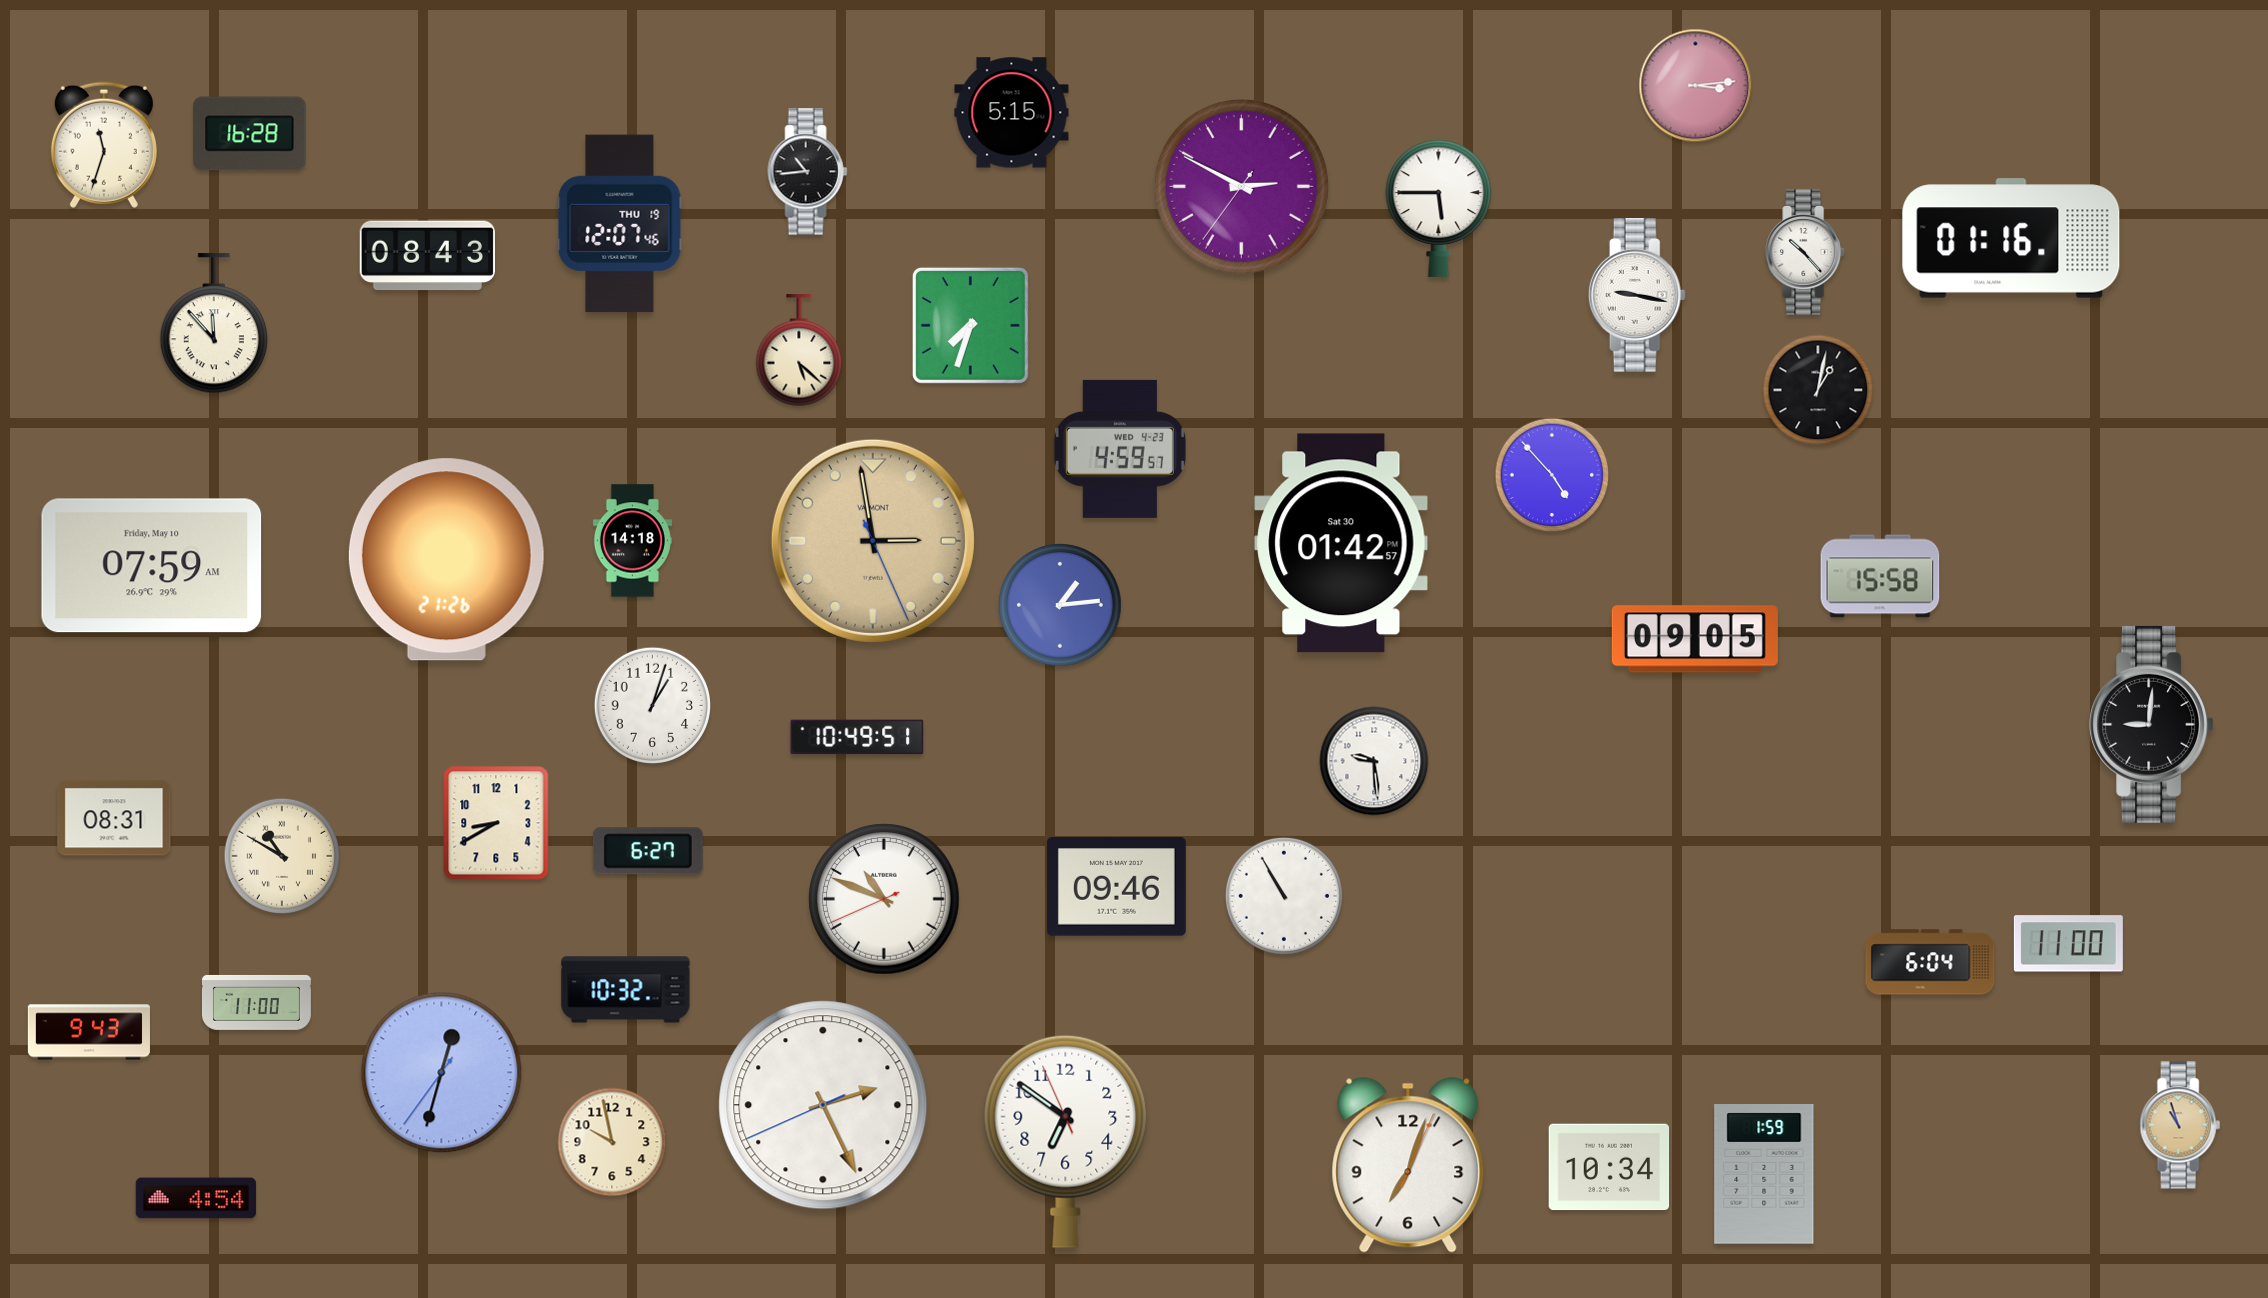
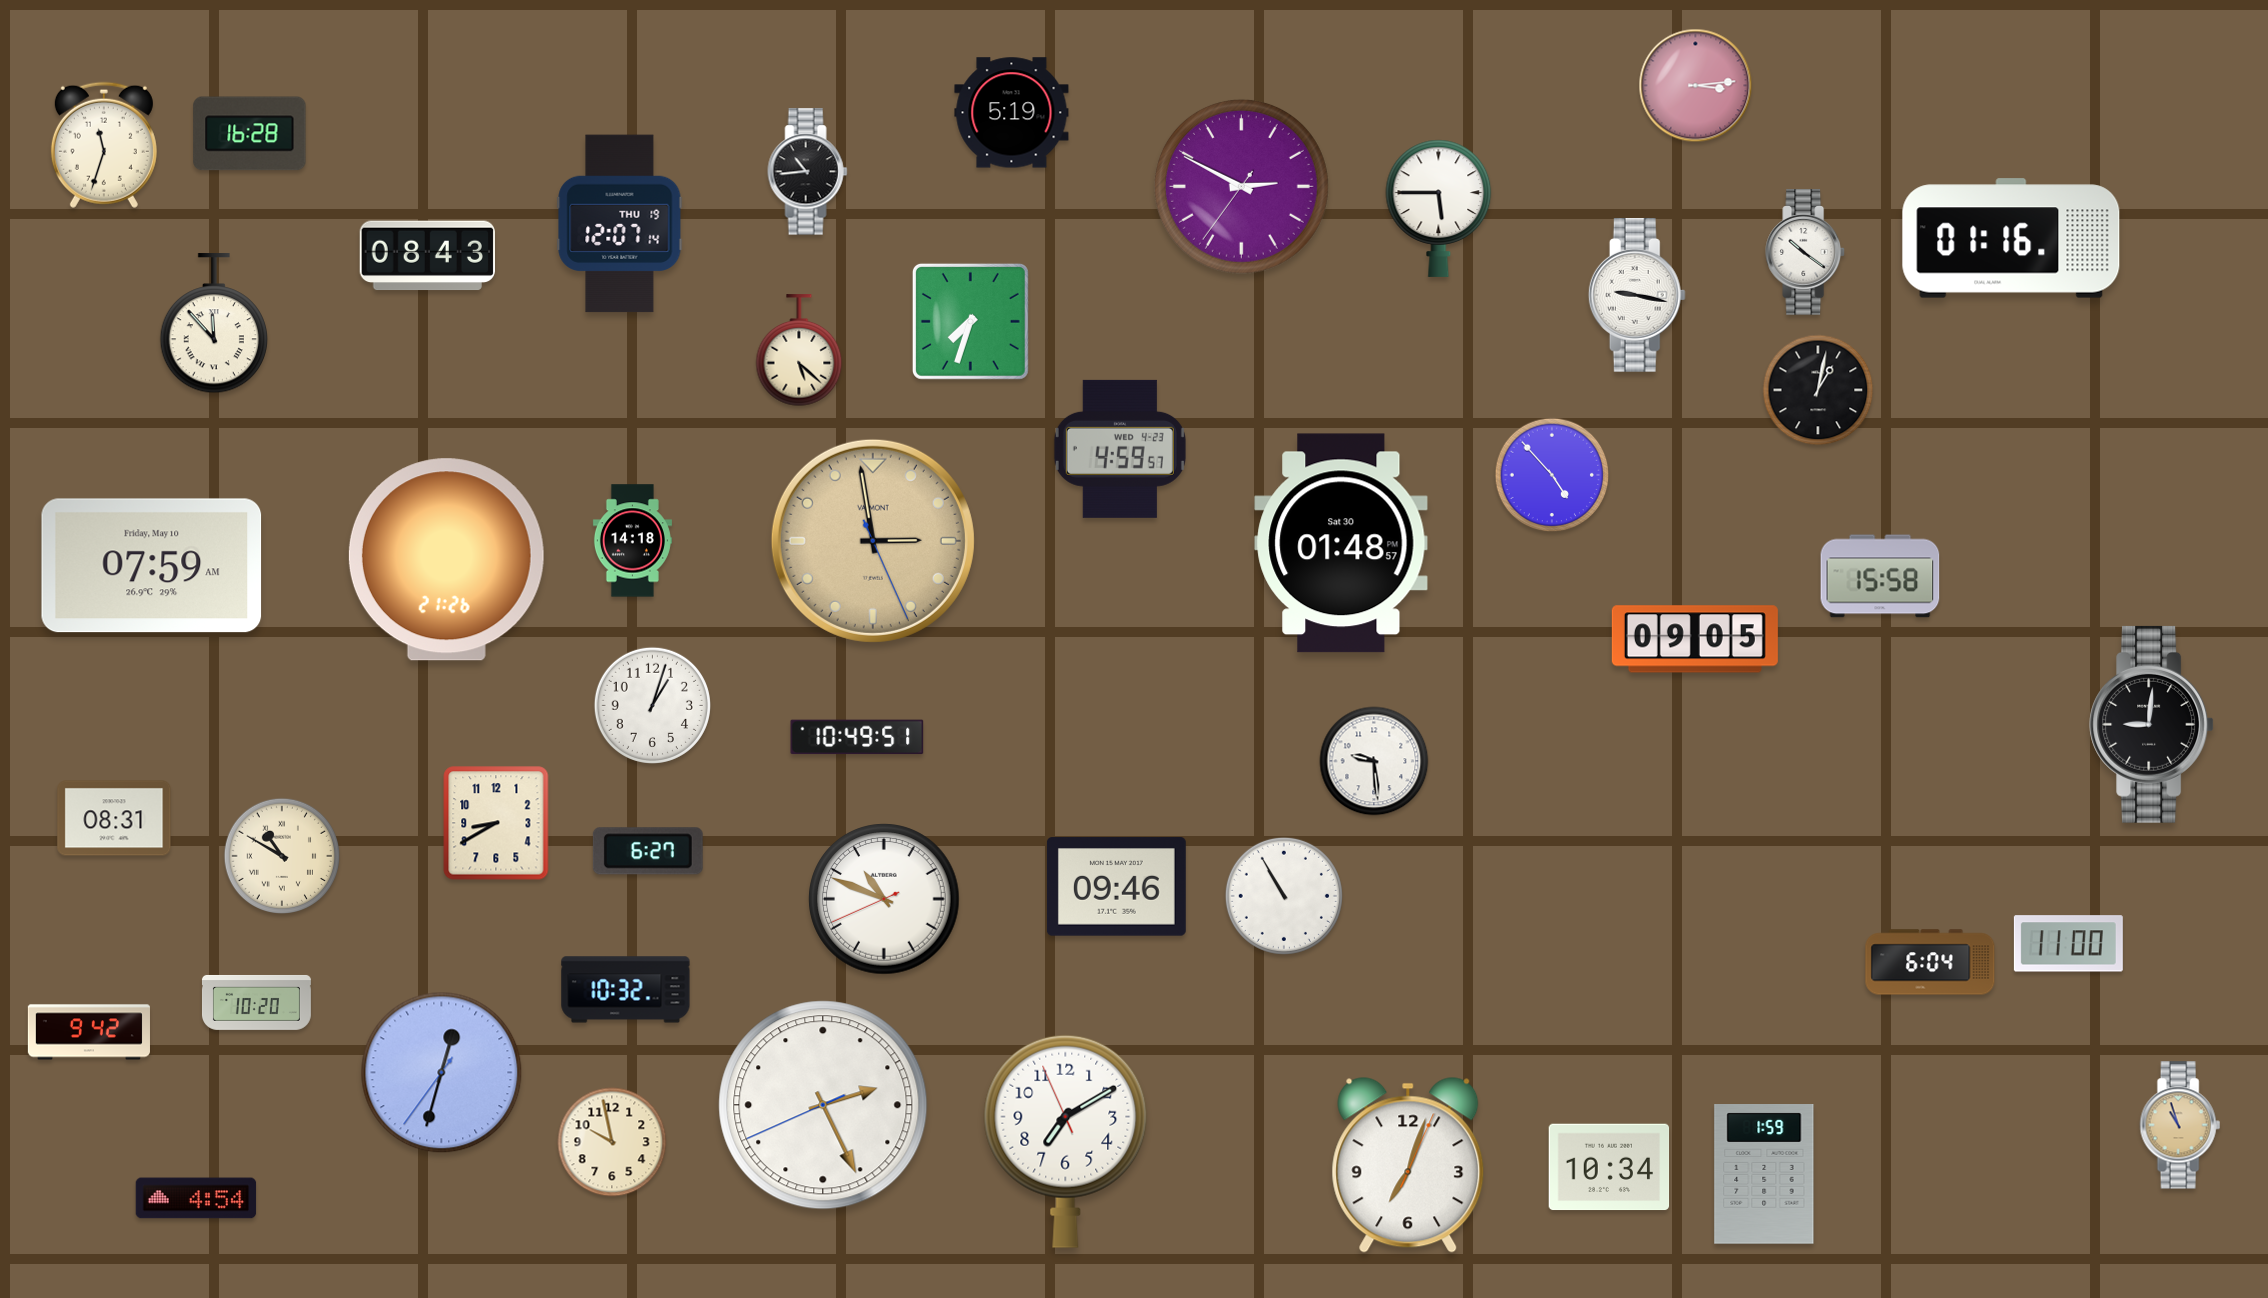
clock at (1012, 113): 5:15 -> 5:19
clock at (620, 224): 12:07:46 -> 12:07:14
clock at (1806, 252): 10:23 -> 10:21
clock at (970, 325) position: (970, 325) -> (970, 321)
clock at (1341, 543): 01:42 -> 01:48
clock at (1061, 606): 1:14 -> none
clock at (256, 1002): 11:00 -> 10:20
clock at (89, 1032): 9:43 -> 9:42
clock at (1066, 1141): 6:50 -> 7:09
